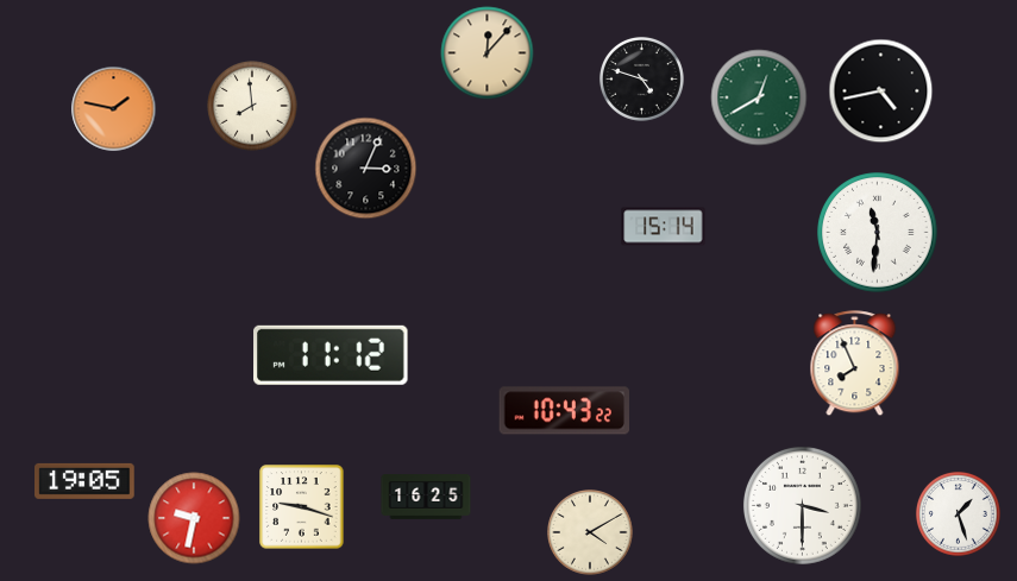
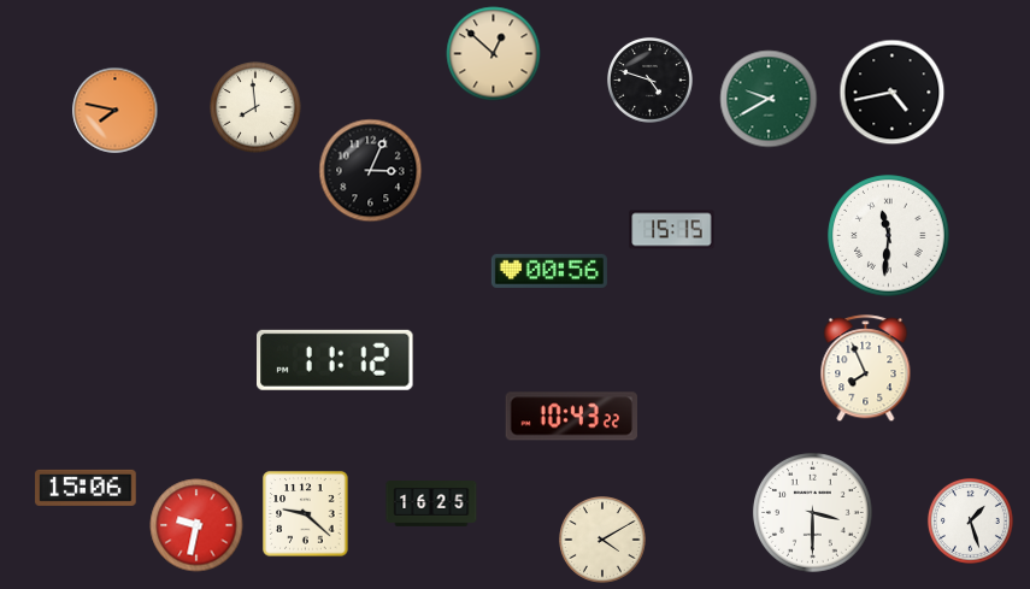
clock at (488, 53): 12:07 -> 12:52
clock at (759, 97): 12:40 -> 9:40
clock at (114, 109): 1:47 -> 7:47
clock at (664, 227): 15:14 -> 15:15
clock at (549, 271): none -> 00:56
clock at (84, 481): 19:05 -> 15:06
clock at (302, 507): 9:18 -> 9:22
clock at (591, 533) position: (591, 533) -> (604, 541)
